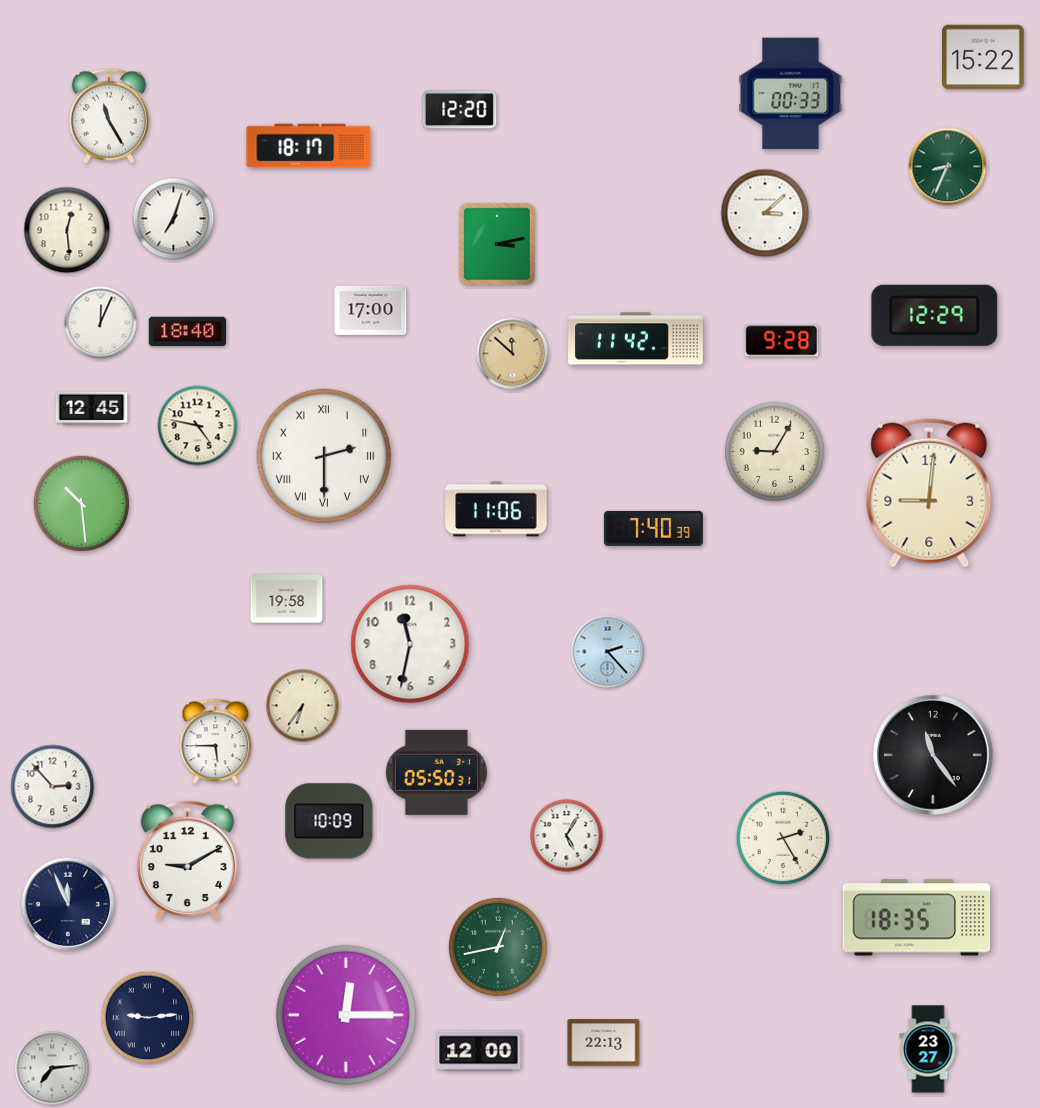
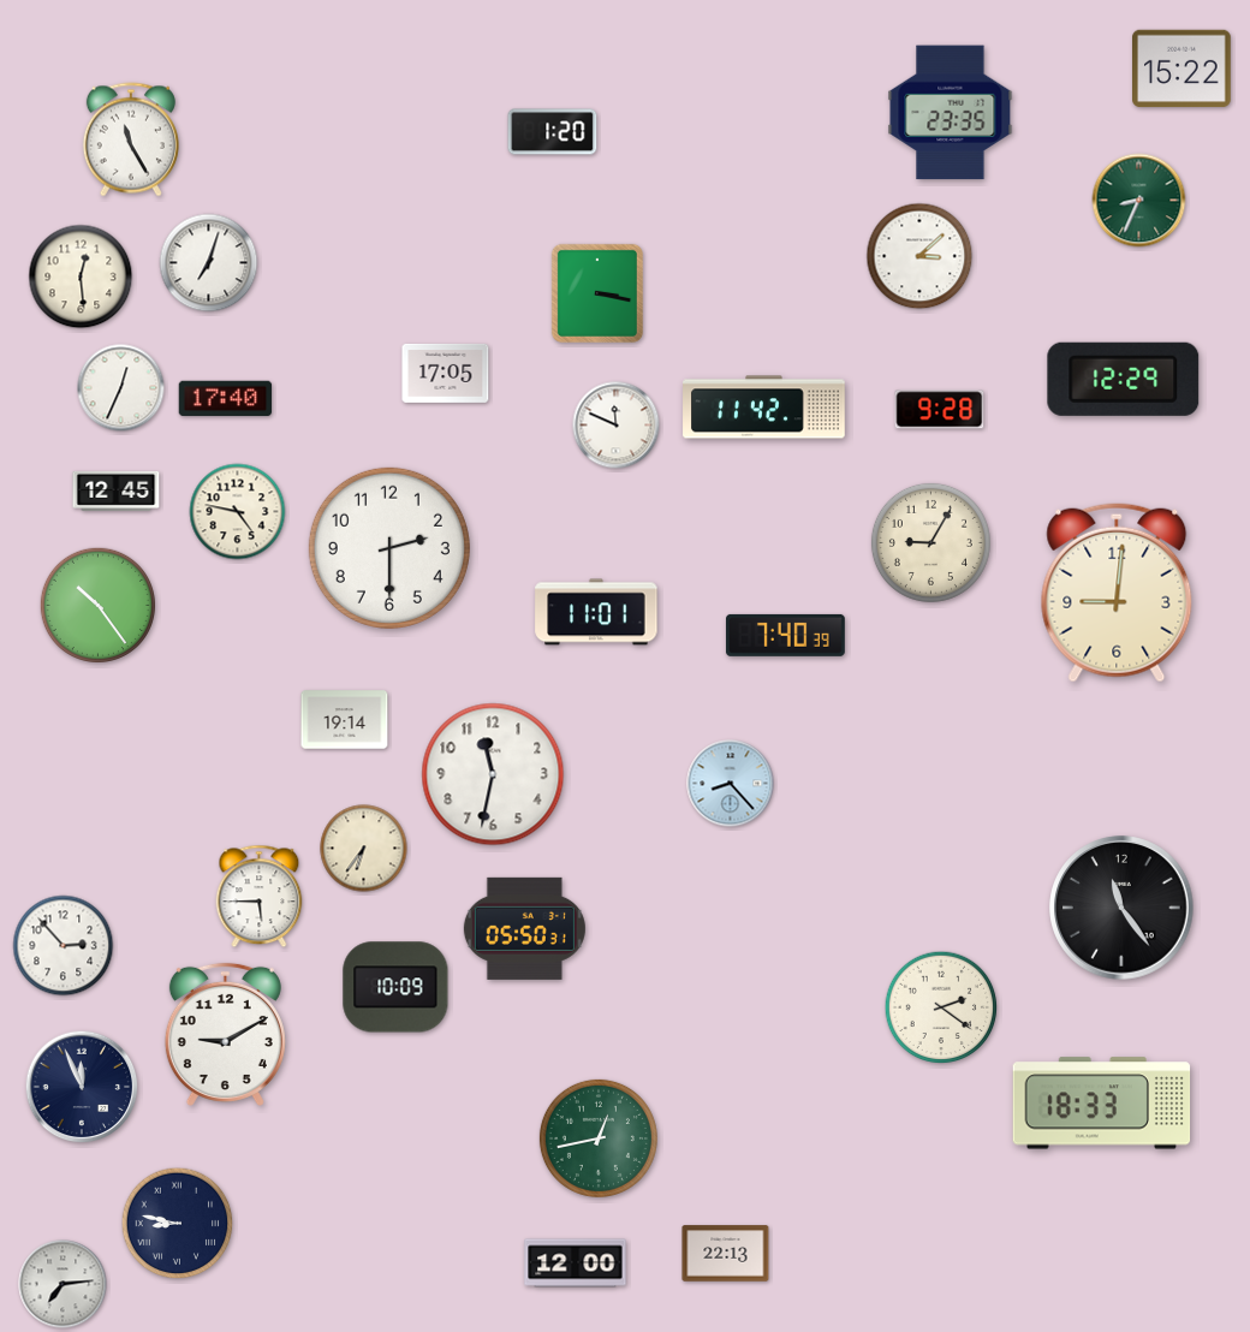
clock at (791, 94): 00:33 -> 23:35
clock at (460, 110): 12:20 -> 1:20
clock at (309, 146): 18:17 -> none
clock at (497, 244): 3:13 -> 3:17
clock at (371, 310): 17:00 -> 17:05
clock at (101, 323): 12:04 -> 12:34
clock at (188, 332): 18:40 -> 17:40
clock at (513, 354): 11:52 -> 11:49
clock at (513, 354) dial: champagne -> white
clock at (92, 408) position: (92, 408) -> (117, 490)
clock at (324, 456) numerals: Roman -> Arabic
clock at (81, 503): 10:29 -> 10:24
clock at (496, 509): 11:06 -> 11:01
clock at (287, 599): 19:58 -> 19:14
clock at (608, 652): 2:23 -> 8:23
clock at (216, 742) position: (216, 742) -> (260, 897)
clock at (567, 836): 5:05 -> none
clock at (783, 838): 2:25 -> 2:21
clock at (917, 918): 18:35 -> 18:33
clock at (346, 1015): 12:15 -> none
clock at (148, 1018): 9:14 -> 8:47
clock at (928, 1049): 23:27 -> none
